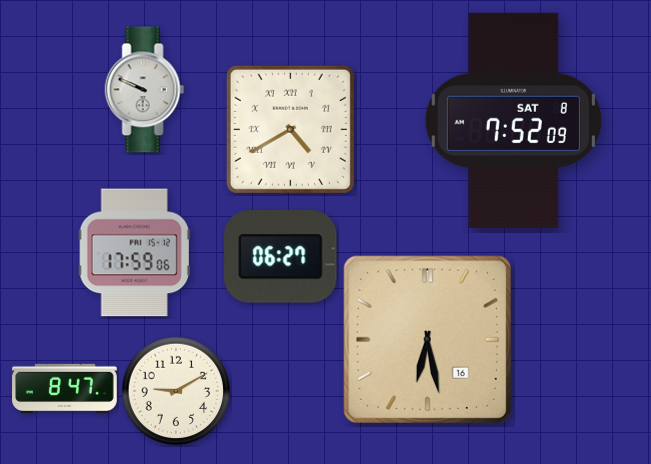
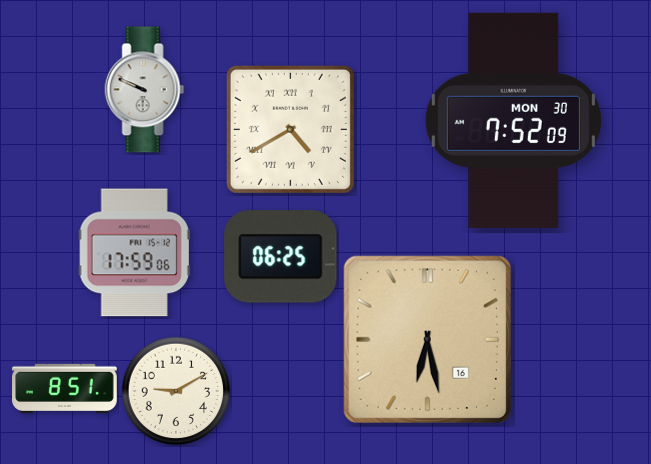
clock at (513, 120) date: SAT 8 -> MON 30
clock at (281, 257): 06:27 -> 06:25
clock at (65, 388): 8:47 -> 8:51
